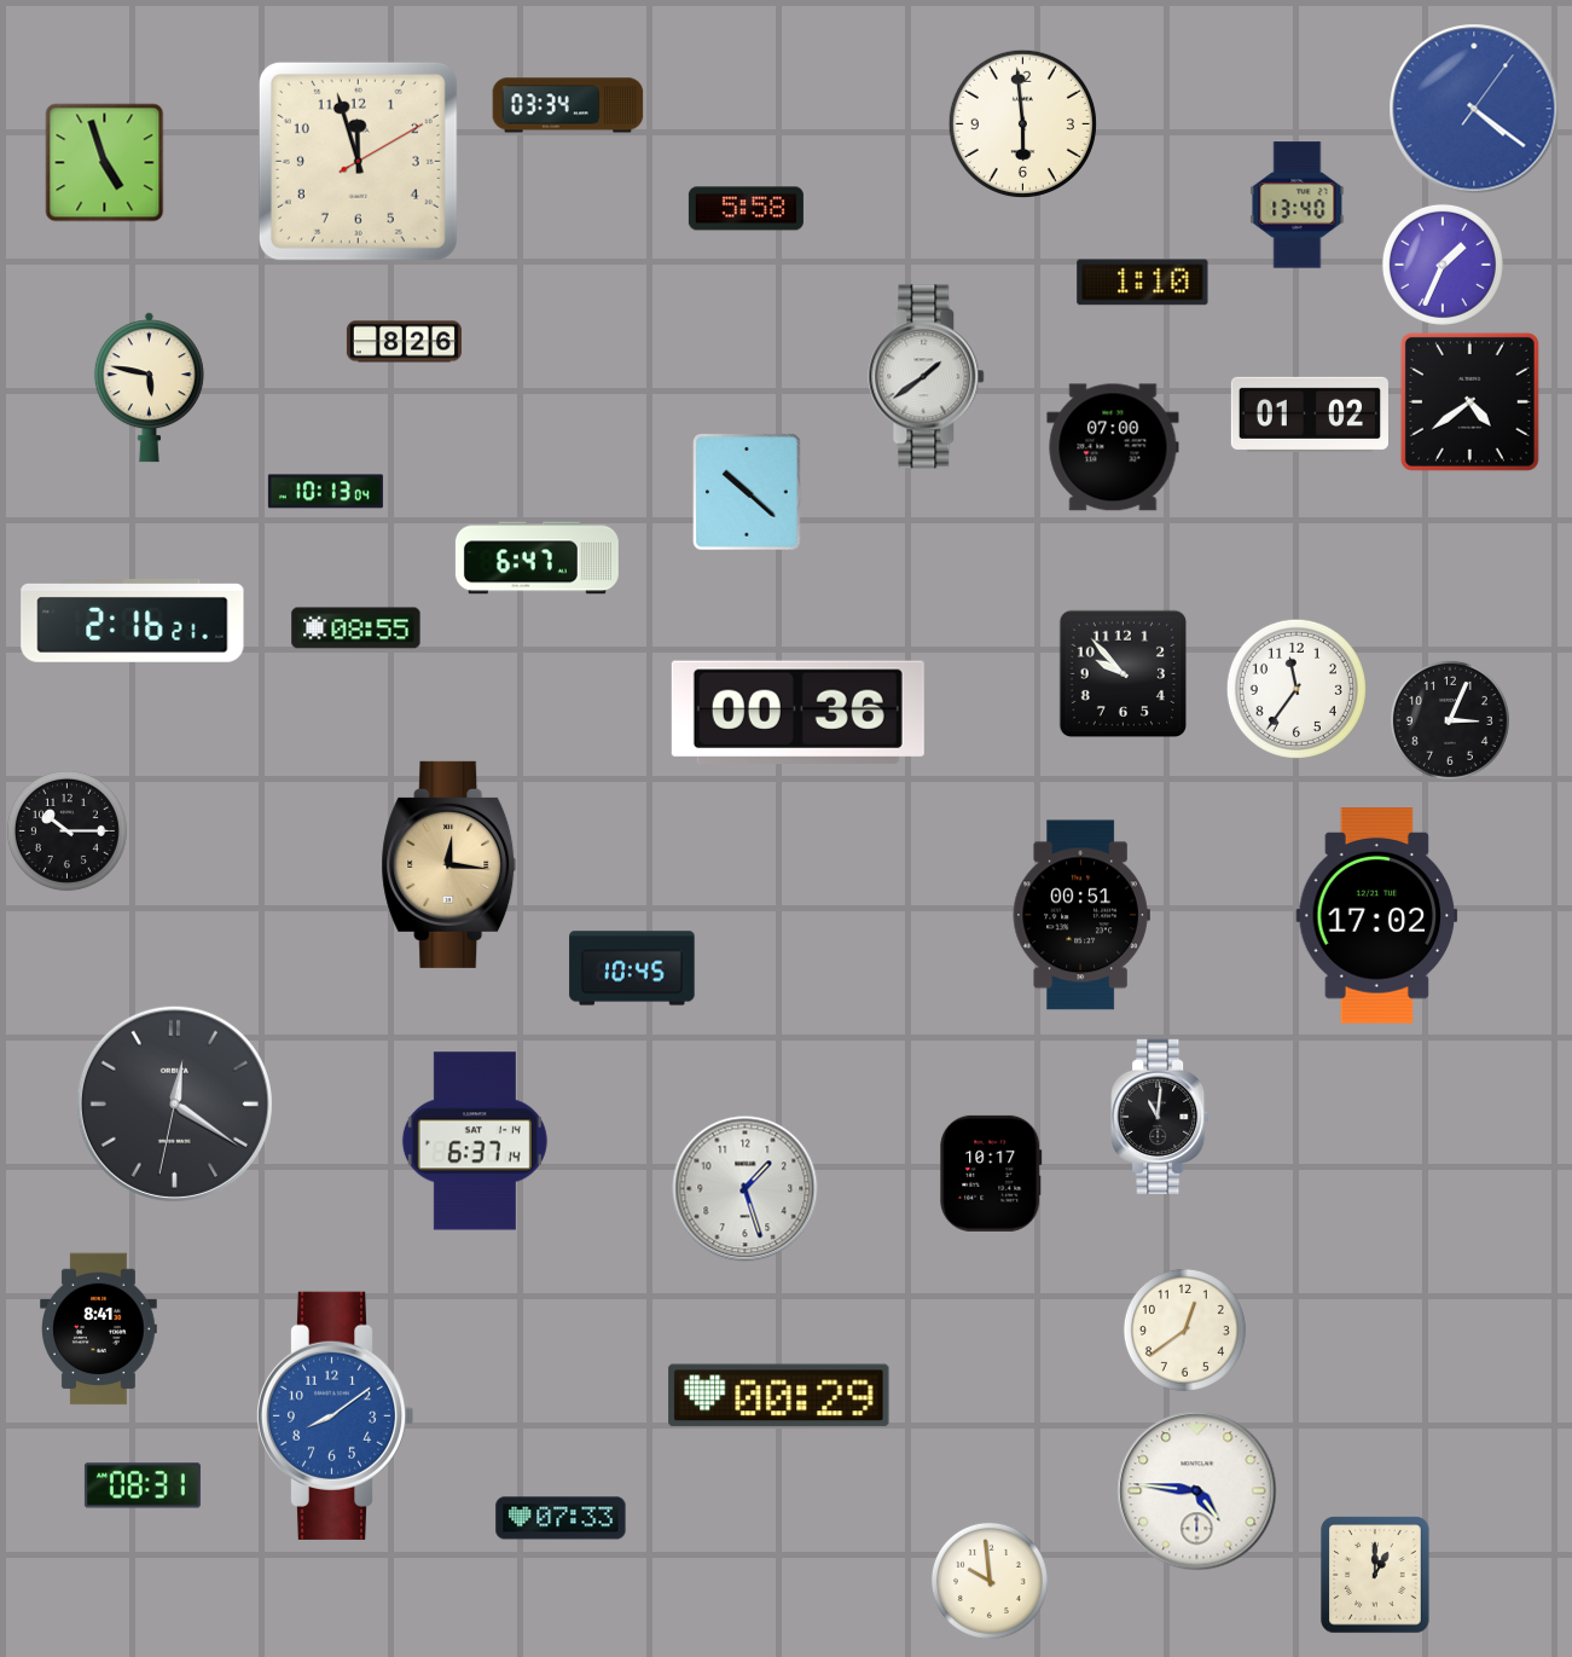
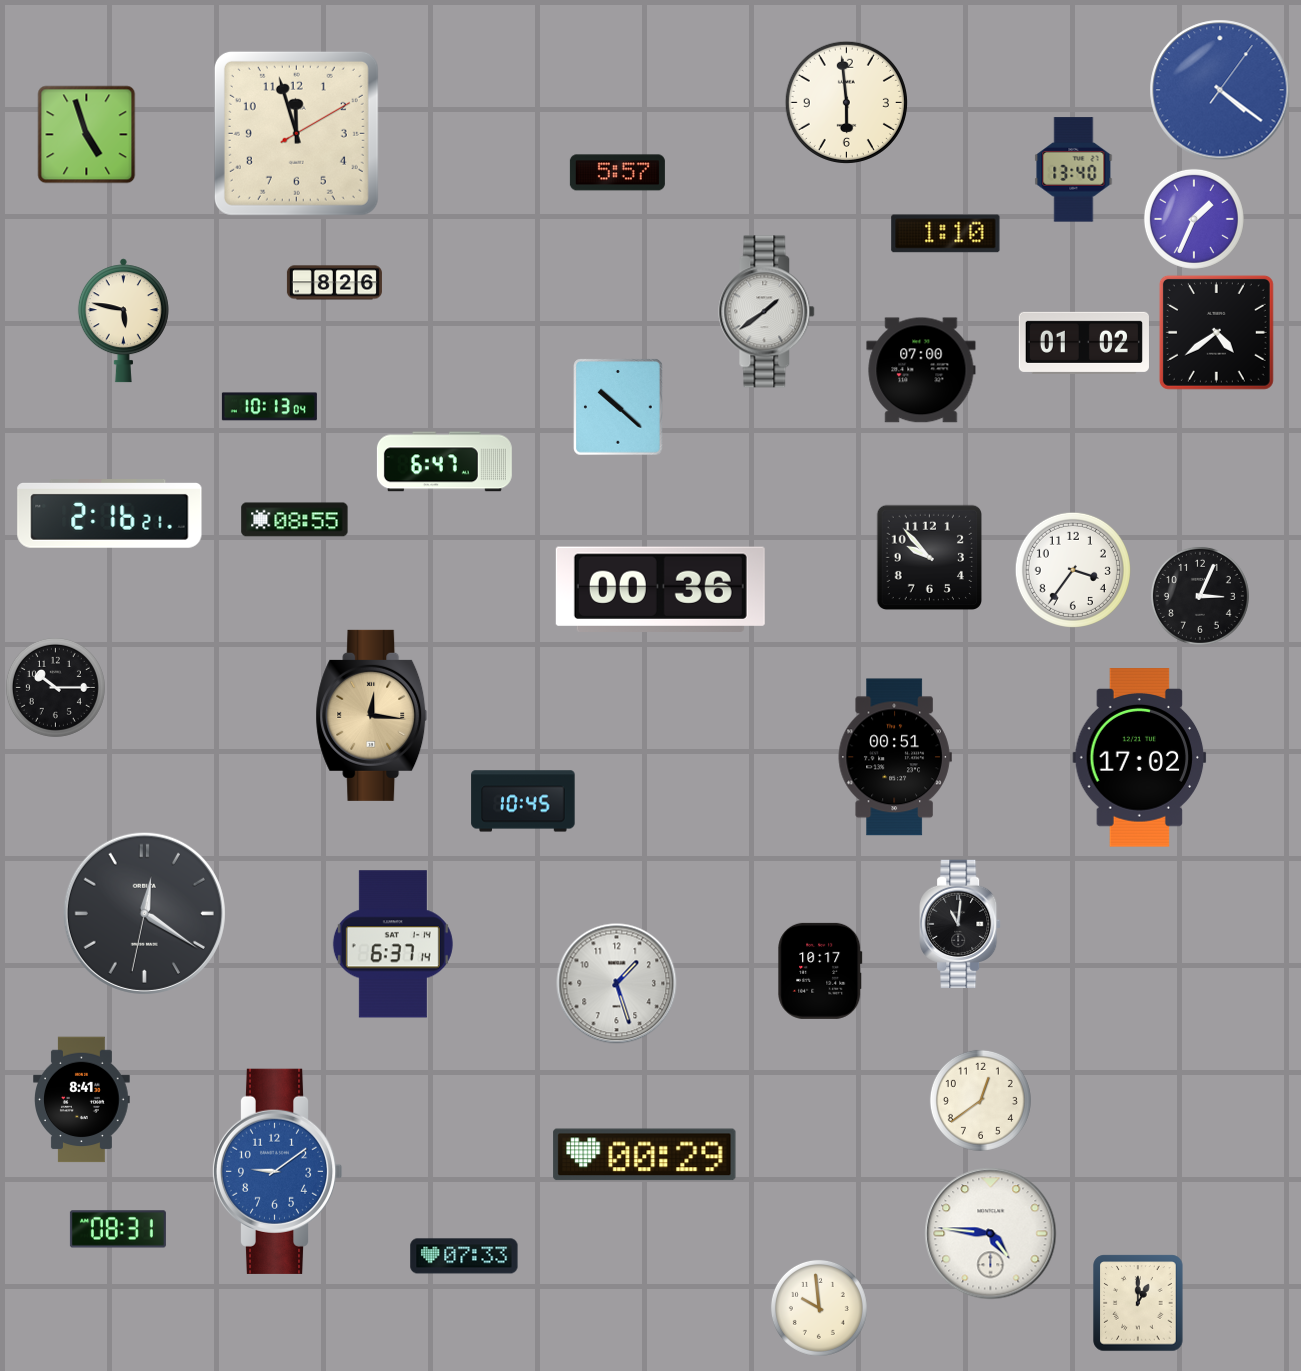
clock at (568, 105): 03:34 -> none
clock at (746, 209): 5:58 -> 5:57
clock at (1297, 689): 11:36 -> 3:36
clock at (335, 1415): 8:09 -> 9:09
